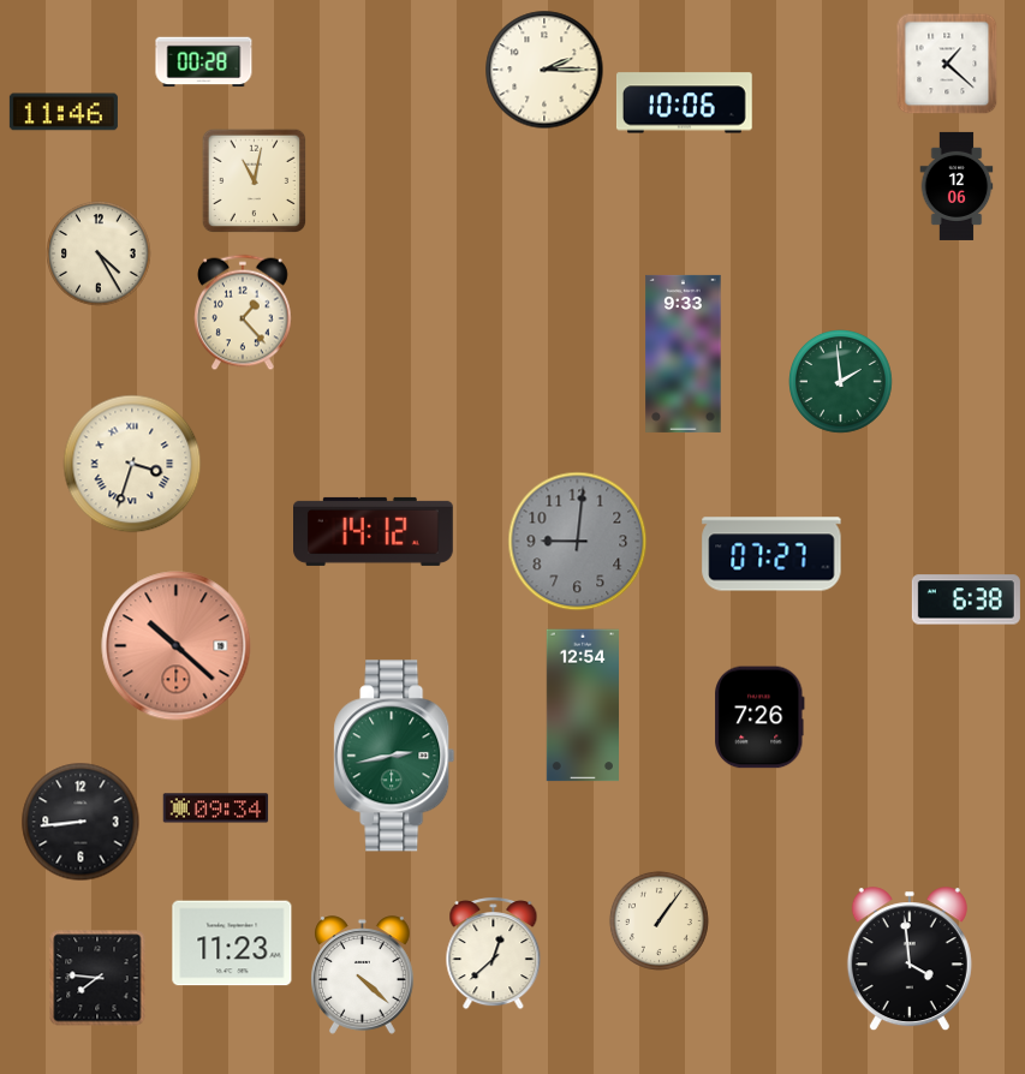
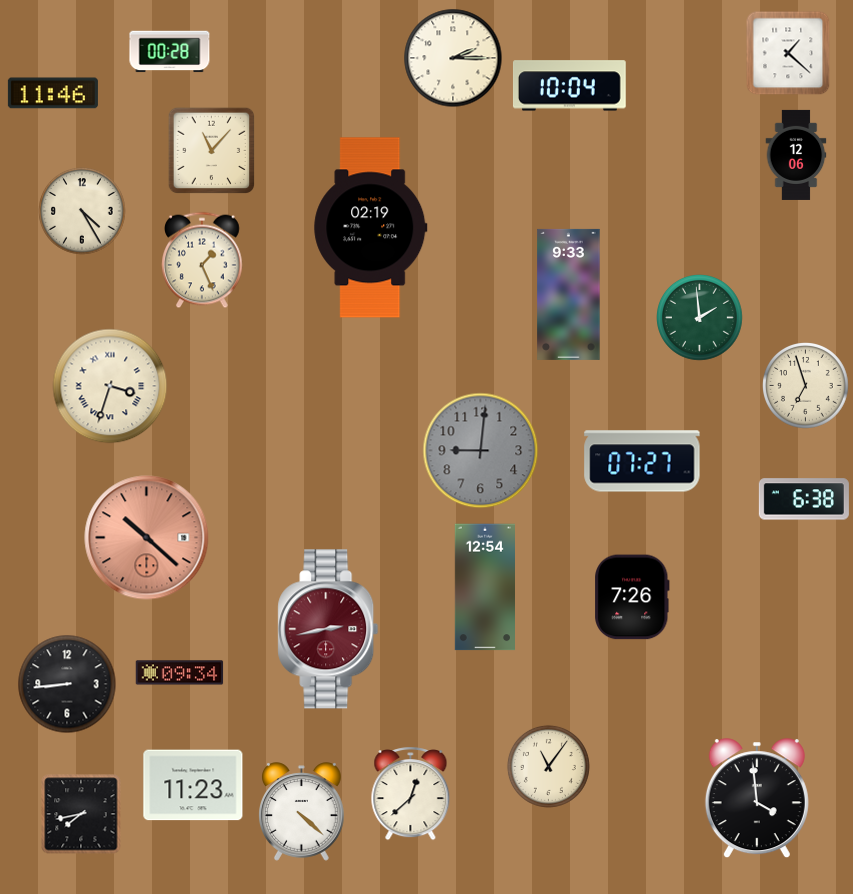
clock at (685, 103): 10:06 -> 10:04
clock at (255, 181): 11:02 -> 11:07
clock at (371, 228): none -> 02:19
clock at (244, 312): 1:23 -> 1:26
clock at (806, 386): none -> 6:57
clock at (374, 531): 14:12 -> none
clock at (394, 756) dial: green -> burgundy
clock at (658, 920): 1:06 -> 11:06
clock at (97, 978): 7:46 -> 7:43
